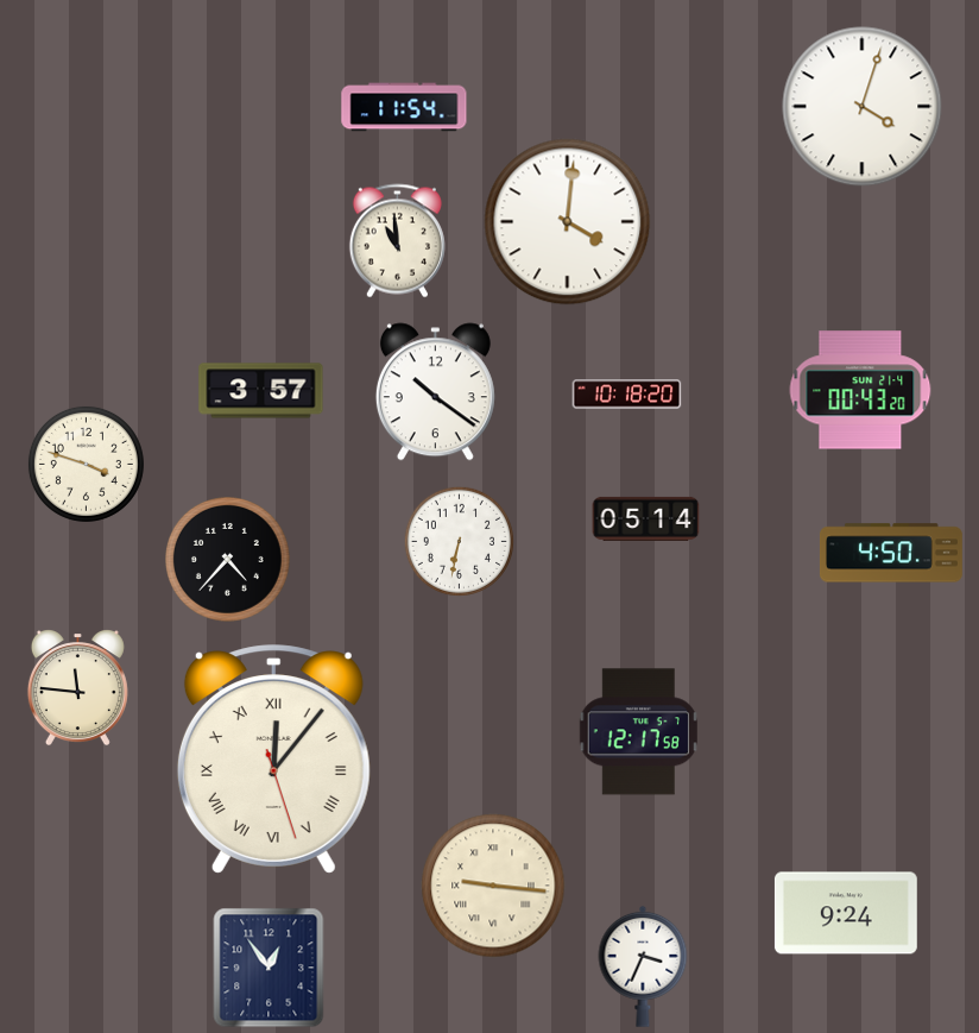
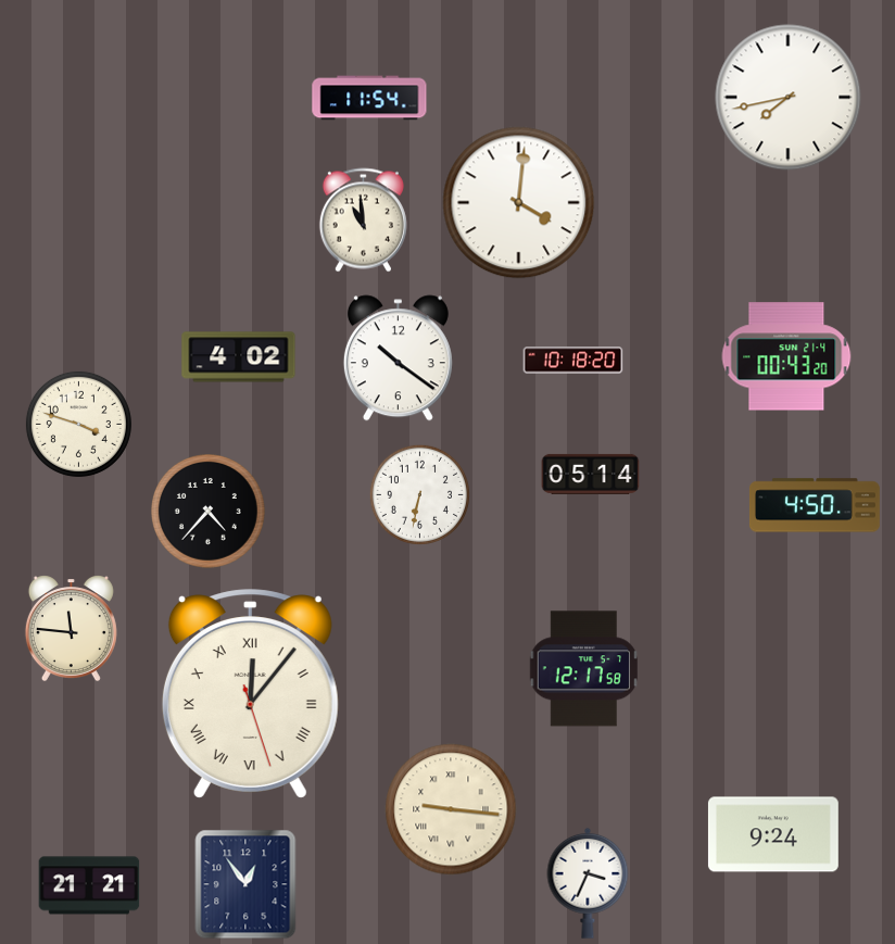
clock at (863, 107): 4:03 -> 7:43
clock at (261, 391): 3:57 -> 4:02
clock at (89, 885): none -> 21:21
